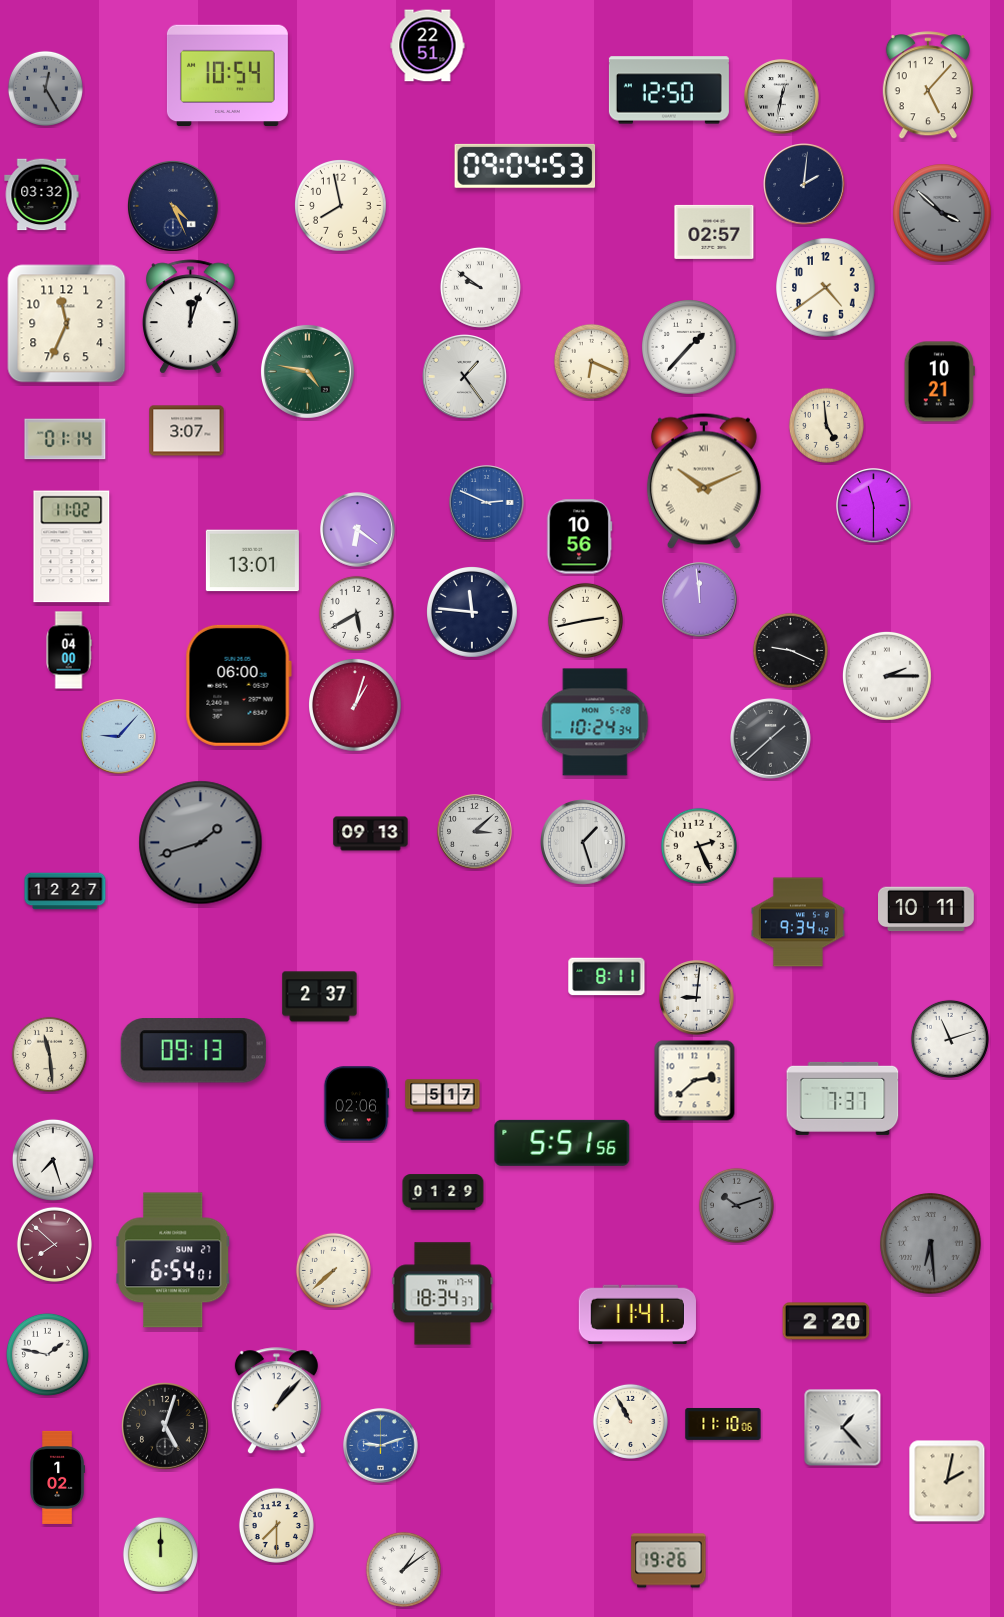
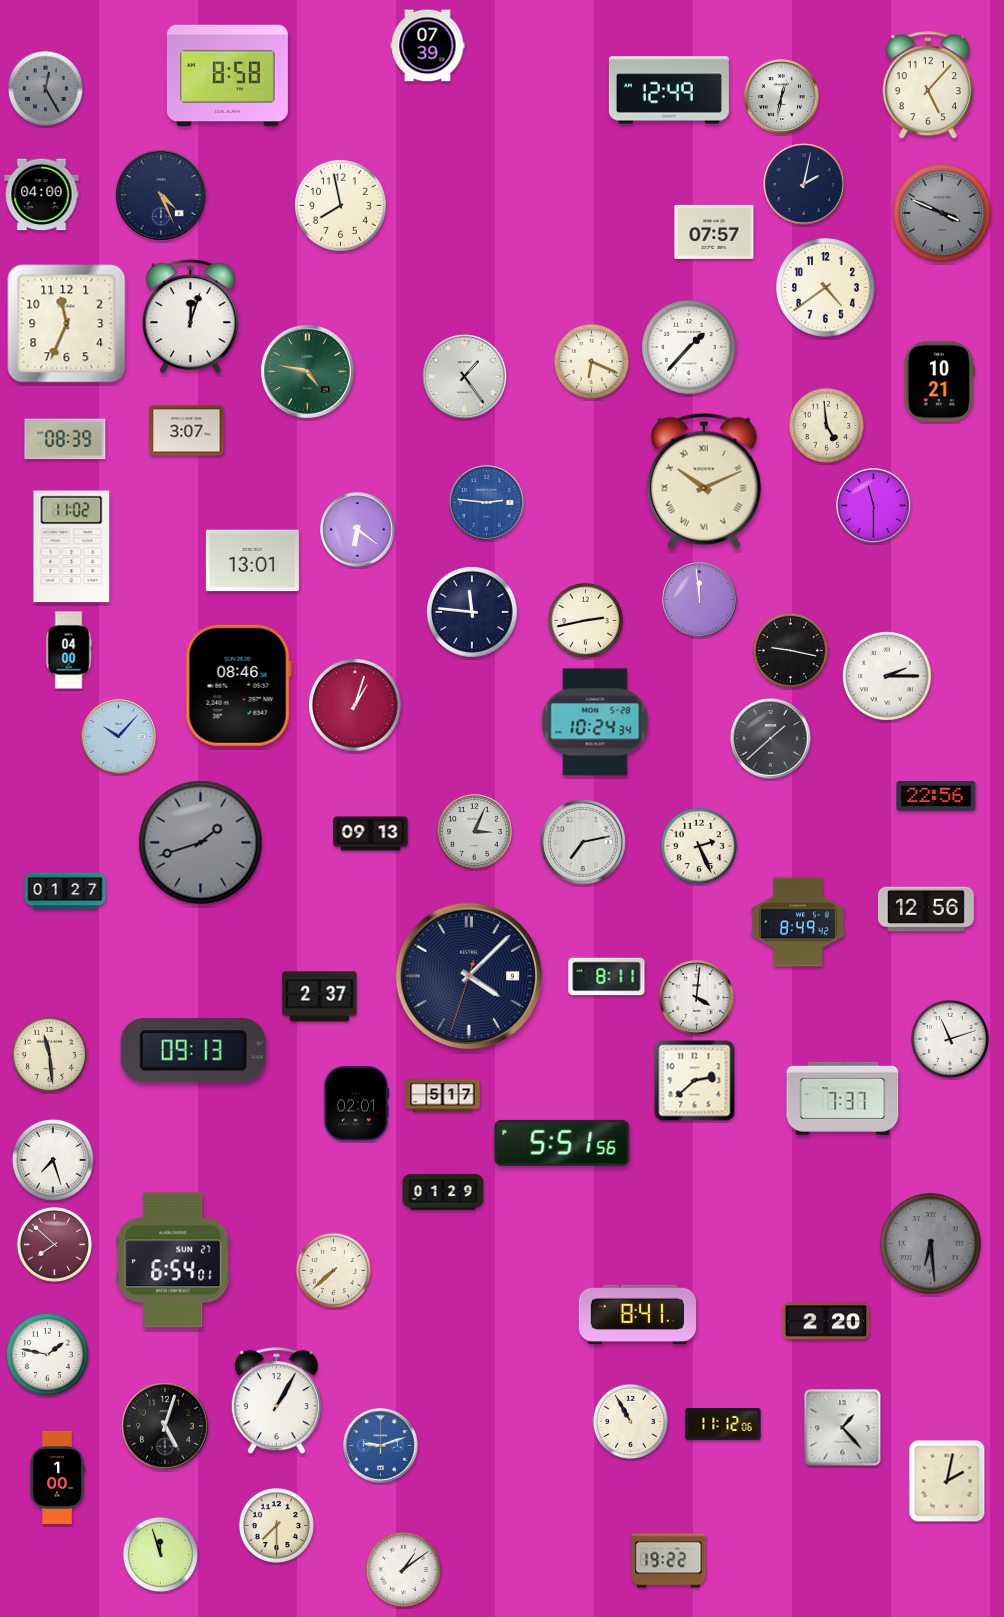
clock at (428, 46): 22:51 -> 07:39
clock at (227, 76): 10:54 -> 8:58
clock at (669, 90): 12:50 -> 12:49
clock at (525, 166): 09:04 -> none
clock at (804, 184): 2:01 -> 2:02
clock at (42, 195): 03:32 -> 04:00
clock at (173, 206) position: (173, 206) -> (161, 195)
clock at (942, 213): 3:52 -> 3:49
clock at (714, 232): 02:57 -> 07:57
clock at (480, 287): 9:51 -> none
clock at (65, 439): 01:14 -> 08:39
clock at (487, 503): 2:49 -> 2:46
clock at (579, 537): 10:56 -> none
clock at (356, 613): 5:40 -> none
clock at (790, 650): 9:19 -> 9:17
clock at (238, 685): 06:00 -> 08:46
clock at (119, 737): 9:07 -> 10:07
clock at (936, 796): none -> 22:56
clock at (475, 832): 3:08 -> 3:04
clock at (584, 843): 1:27 -> 7:13
clock at (65, 891): 12:27 -> 01:27
clock at (927, 909): 10:11 -> 12:56
clock at (798, 922): 9:34 -> 8:49
clock at (469, 976): none -> 4:07
clock at (697, 998): 9:01 -> 4:01
clock at (356, 1104): 02:06 -> 02:01
clock at (736, 1205): 10:12 -> none
clock at (443, 1294): 18:34 -> none
clock at (637, 1314): 11:41 -> 8:41
clock at (276, 1401): 1:07 -> 1:05
clock at (723, 1424): 11:10 -> 11:12
clock at (57, 1477): 1:02 -> 1:00
clock at (160, 1554): 12:00 -> 11:57
clock at (669, 1561): 19:26 -> 19:22
